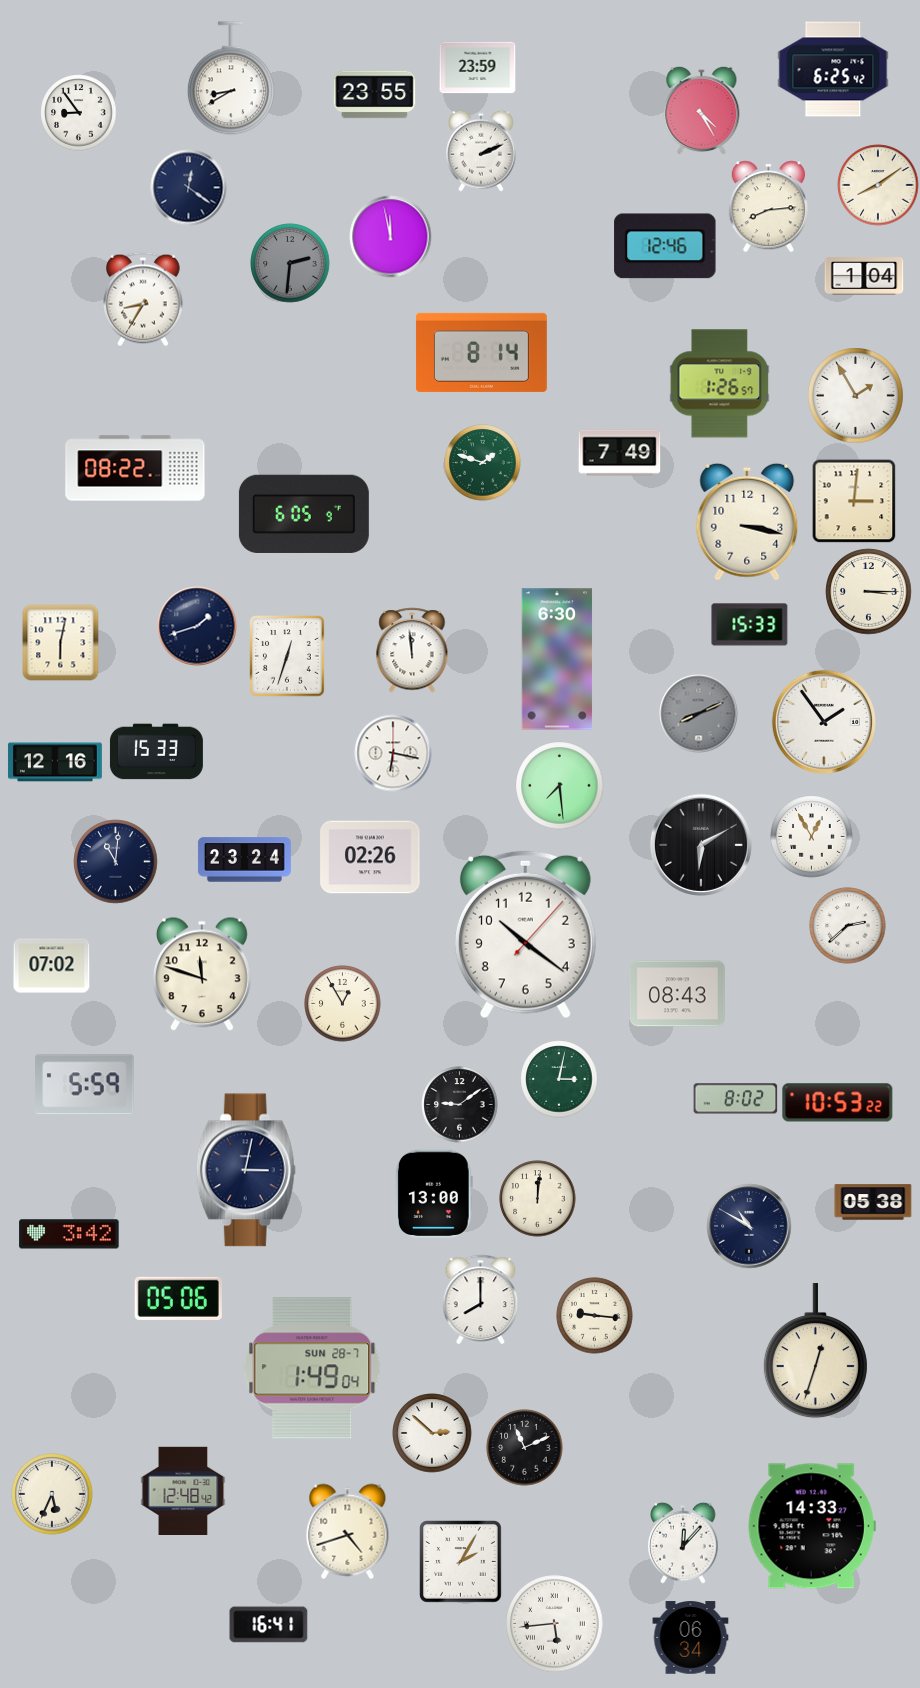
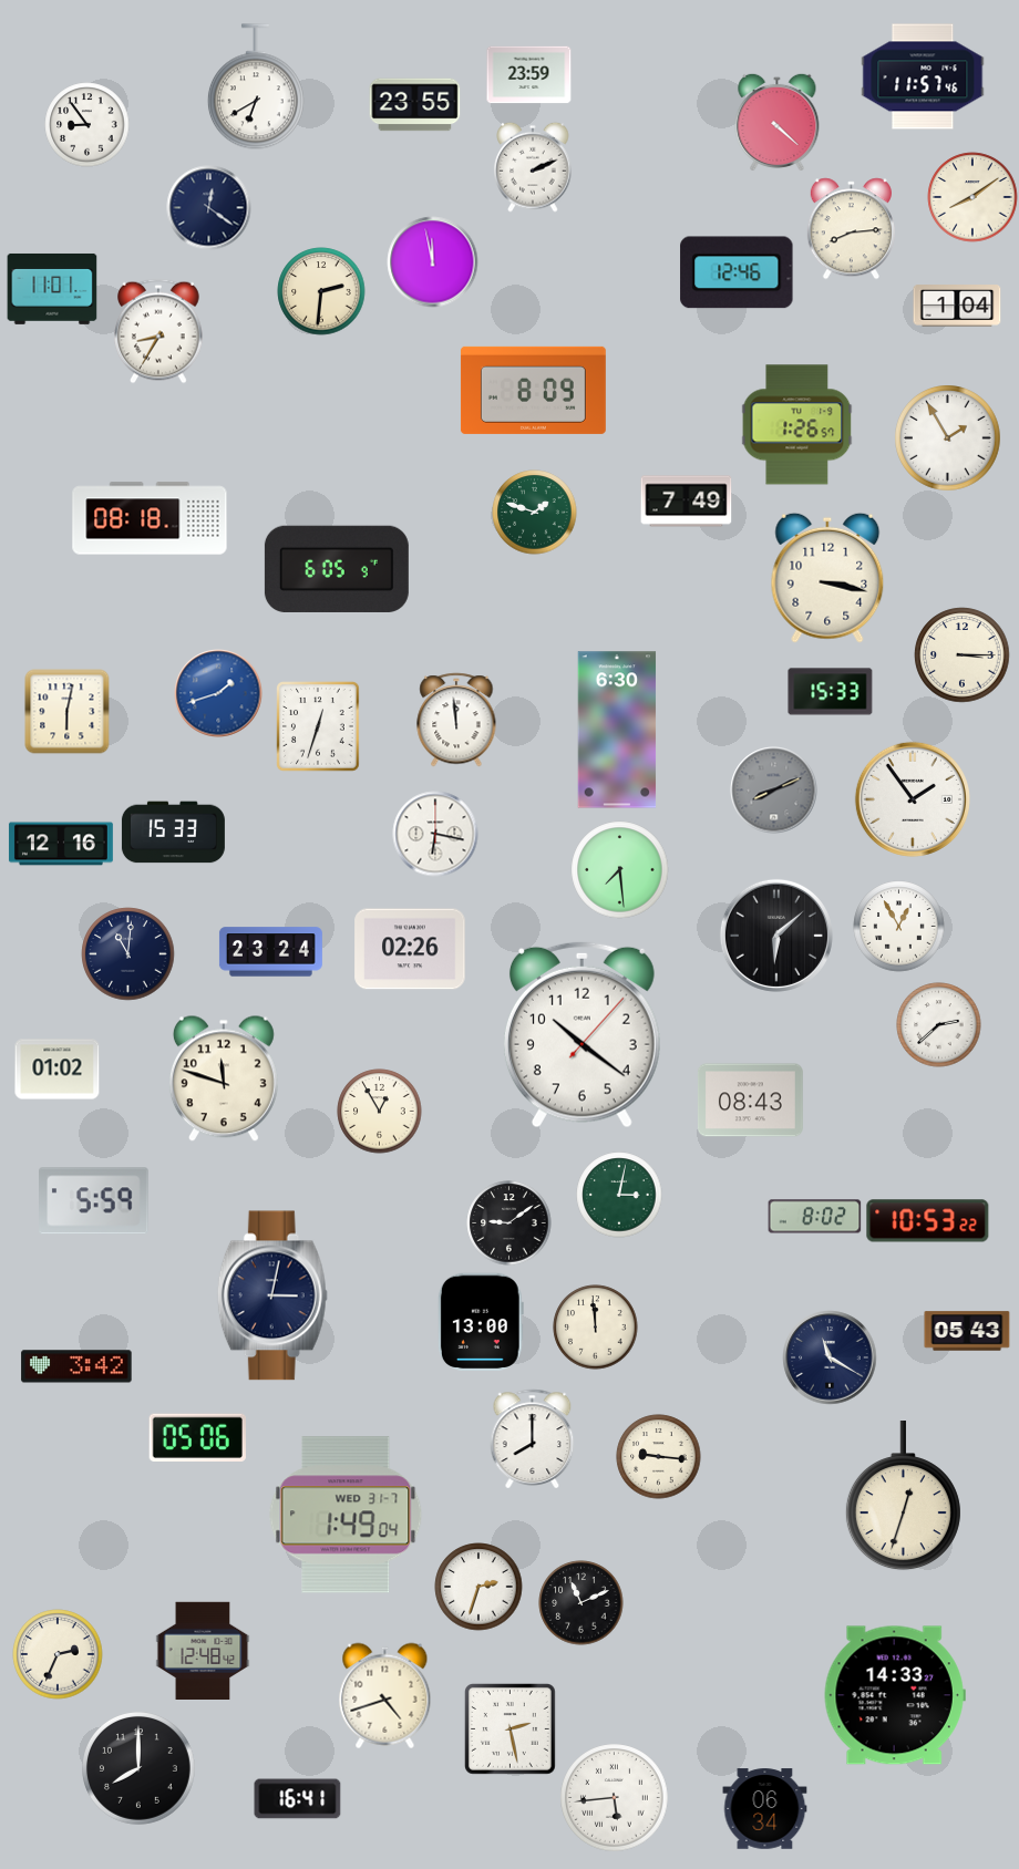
clock at (833, 69): 6:25 -> 11:57
clock at (231, 78): 8:40 -> 6:40
clock at (702, 110): 4:25 -> 4:22
clock at (878, 185) position: (878, 185) -> (972, 197)
clock at (52, 289): none -> 11:01
clock at (290, 263) dial: grey -> cream
clock at (481, 352): 8:14 -> 8:09
clock at (135, 468): 08:22 -> 08:18
clock at (854, 501): 3:01 -> none
clock at (197, 626) dial: navy -> blue
clock at (701, 845): 6:10 -> 6:08
clock at (52, 966): 07:02 -> 01:02
clock at (538, 1199): 12:01 -> 11:59
clock at (873, 1202): 05:38 -> 05:43
clock at (749, 1226): 10:50 -> 11:20
clock at (312, 1368) date: SUN 28-7 -> WED 31-7
clock at (432, 1433): 2:52 -> 2:33
clock at (52, 1494): 5:34 -> 2:34
clock at (812, 1526) position: (812, 1526) -> (895, 1695)
clock at (683, 1543): 12:07 -> none
clock at (461, 1562): 2:05 -> 2:28
clock at (140, 1769): none -> 8:00
clock at (691, 1638) position: (691, 1638) -> (765, 1809)
